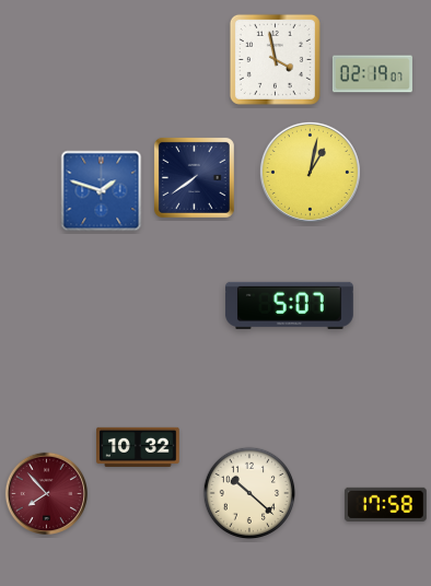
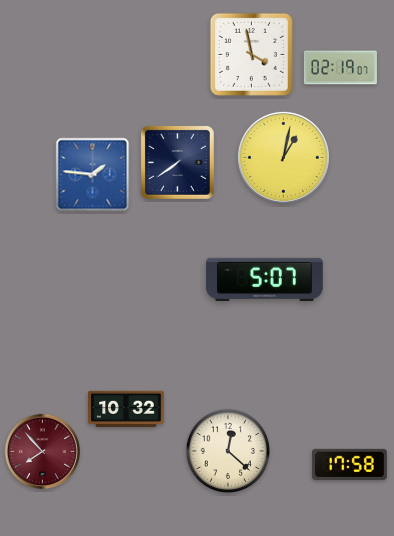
clock at (102, 191): 1:48 -> 1:46
clock at (249, 493): 10:22 -> 12:22
clock at (385, 504) position: (385, 504) -> (349, 464)
